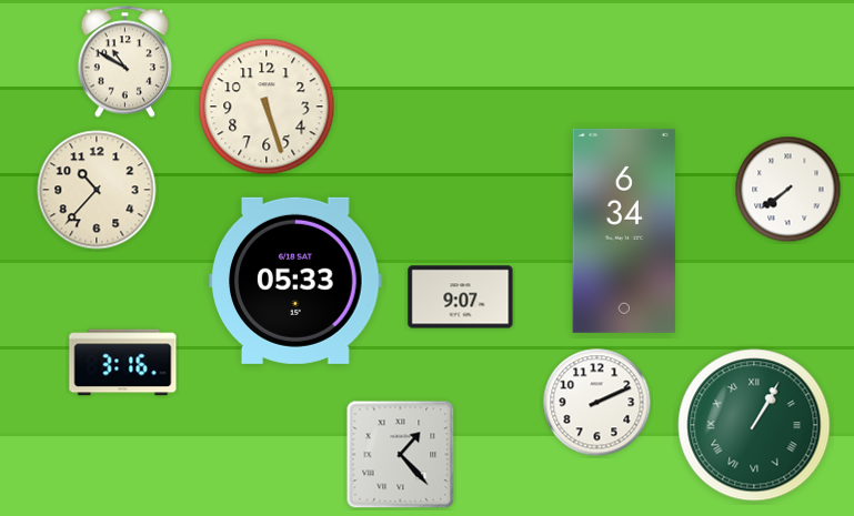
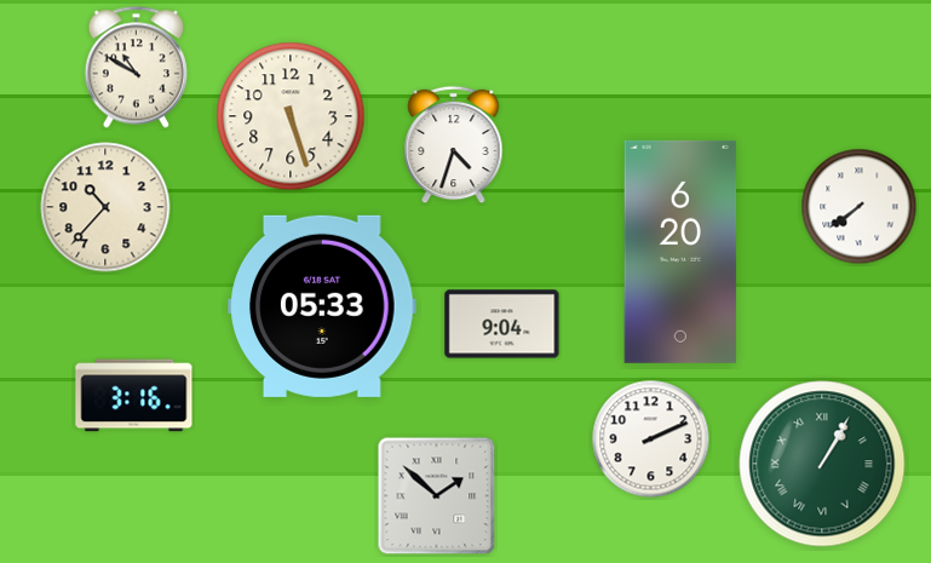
clock at (454, 145): none -> 4:33
clock at (624, 231): 6:34 -> 6:20
clock at (461, 297): 9:07 -> 9:04
clock at (401, 455): 1:23 -> 1:52
